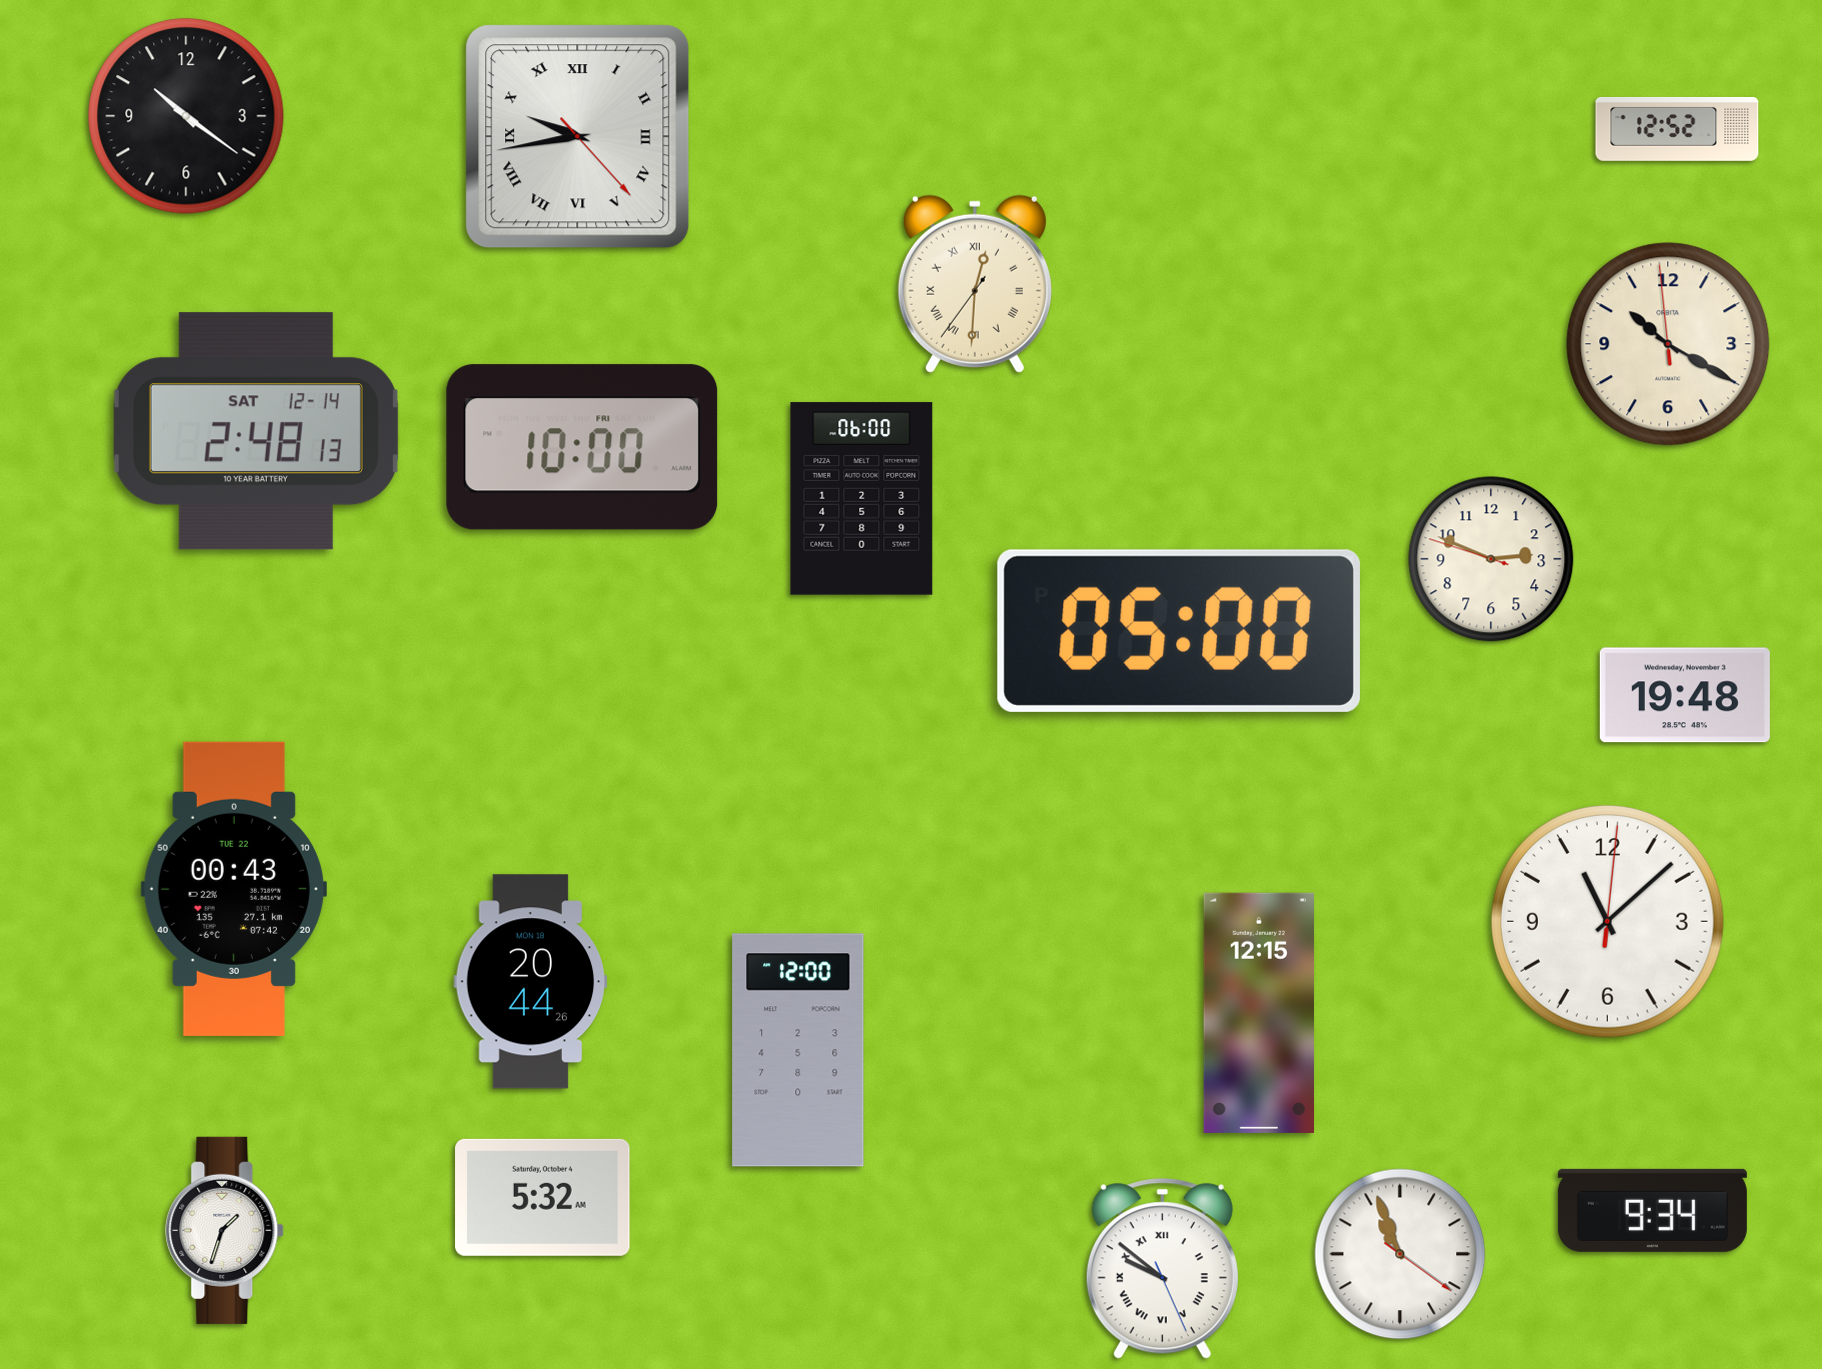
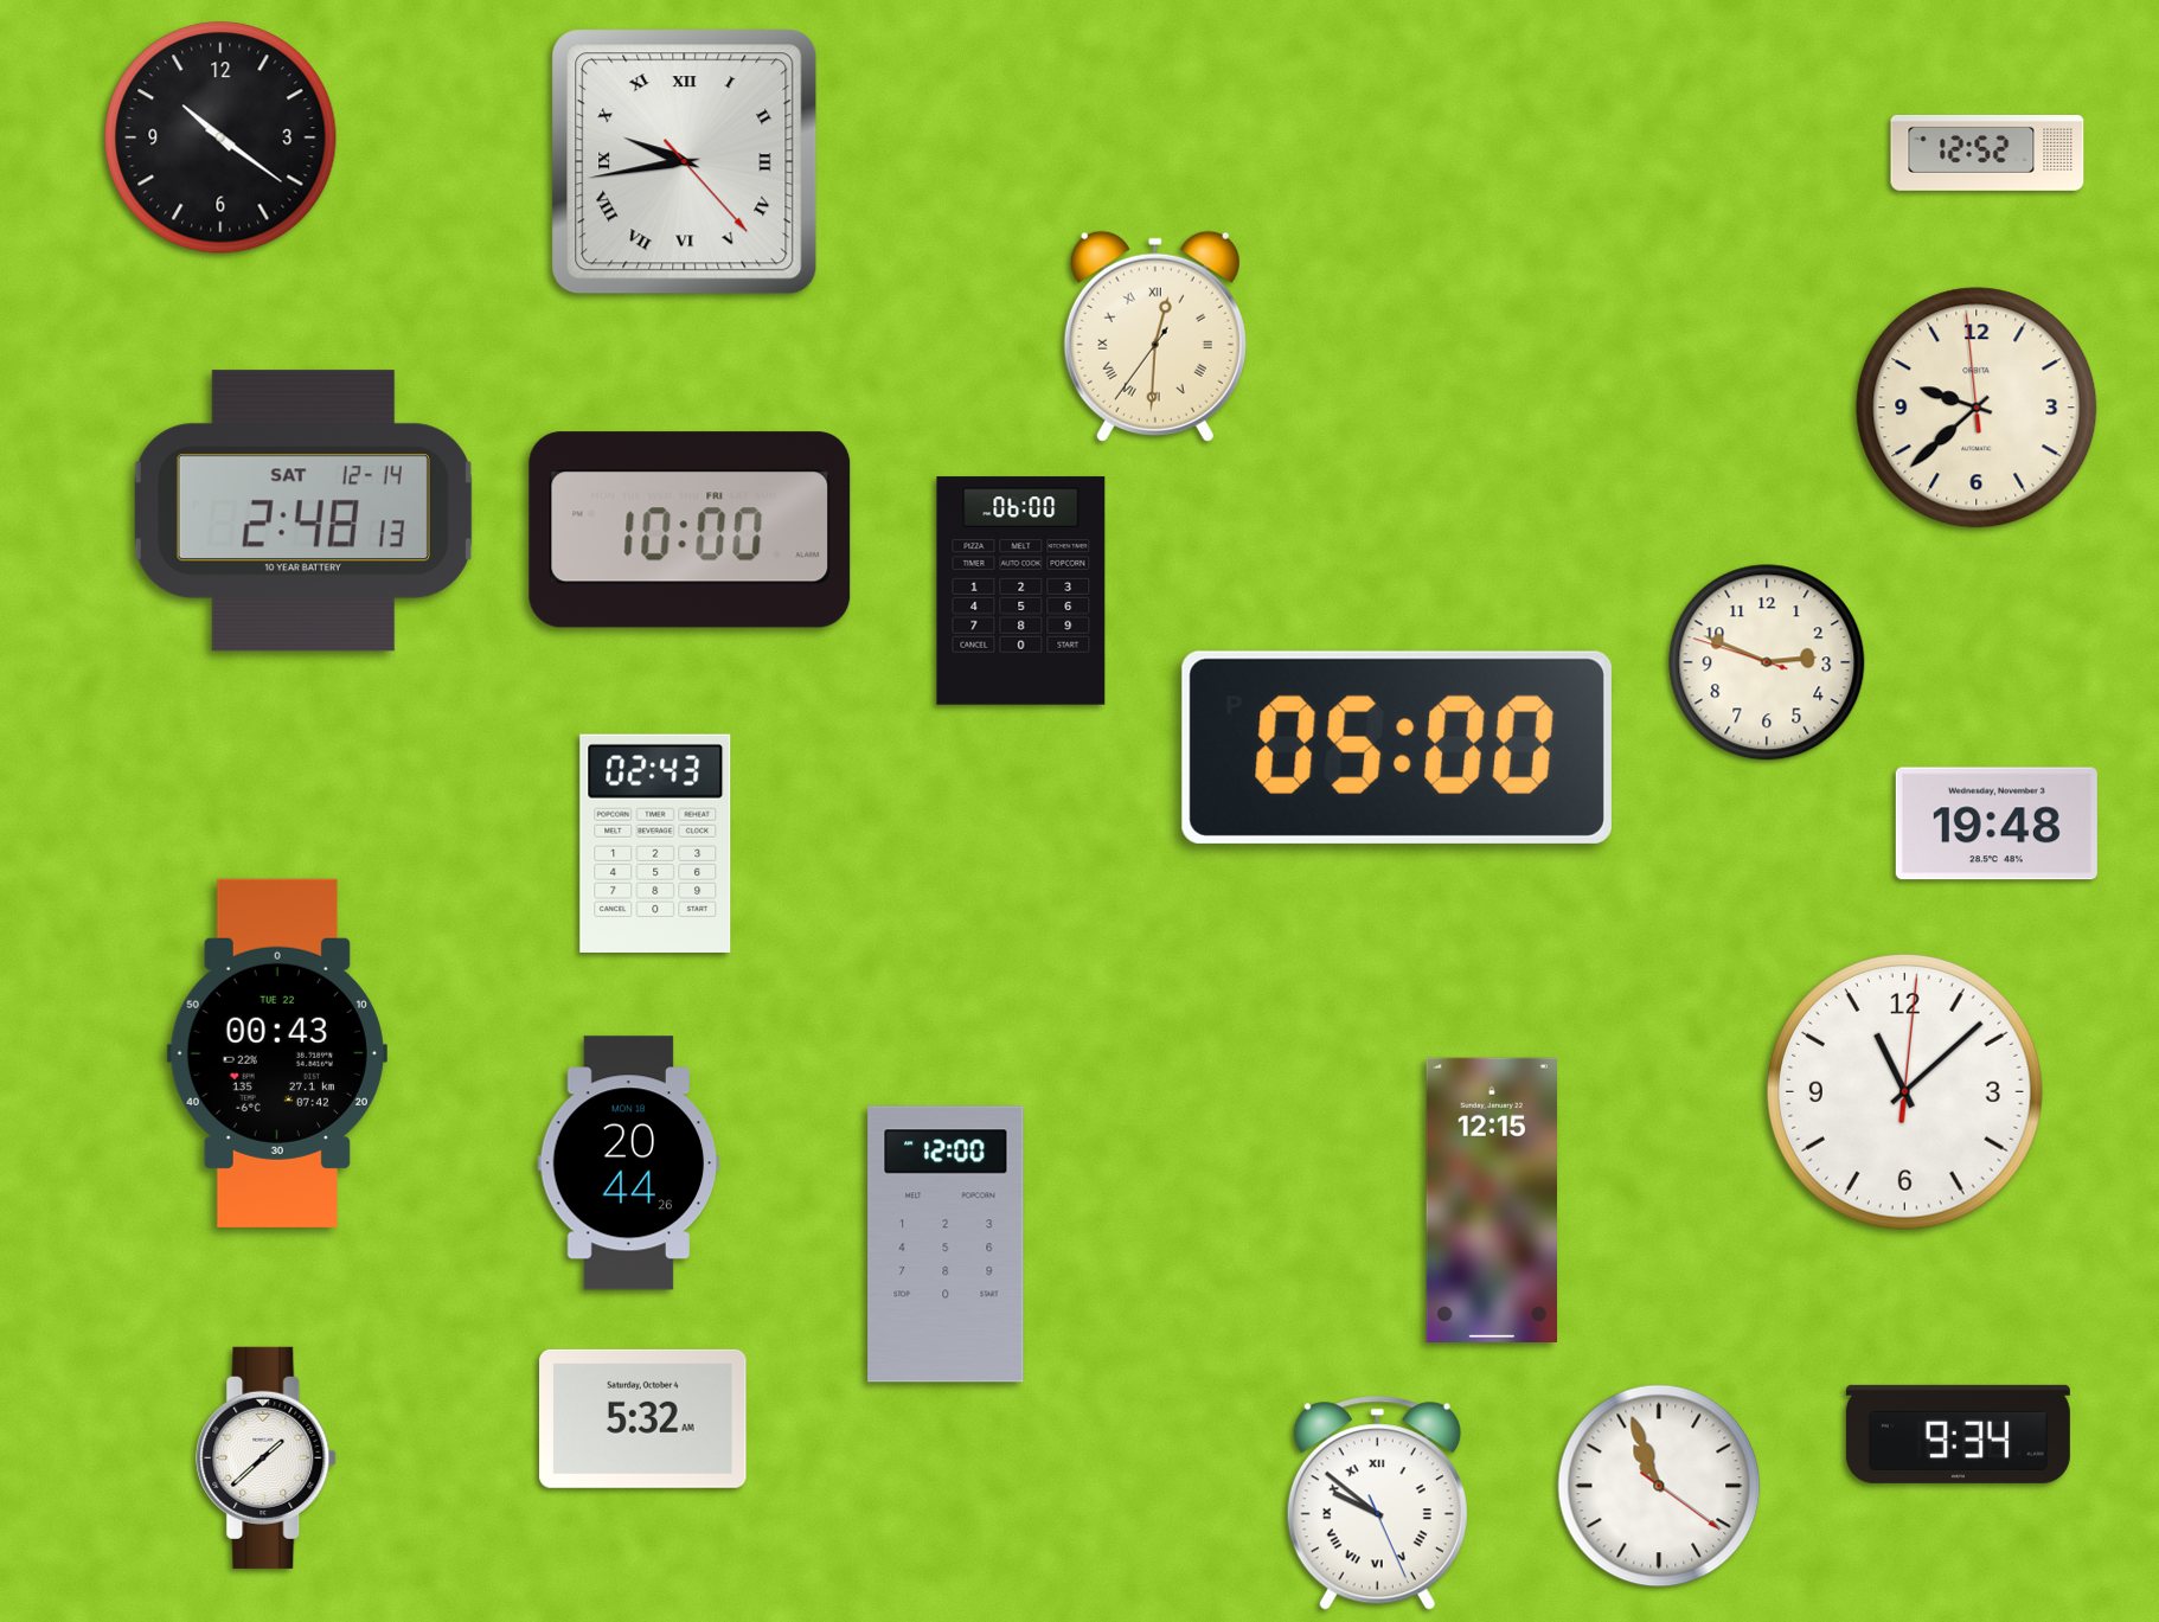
clock at (1668, 344): 10:19 -> 9:37
clock at (655, 844): none -> 02:43
clock at (225, 1230): 1:33 -> 1:38
